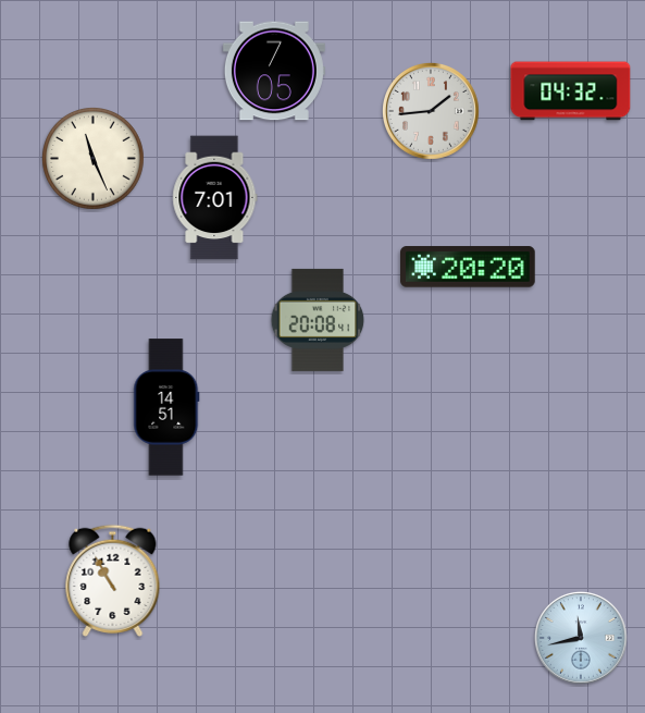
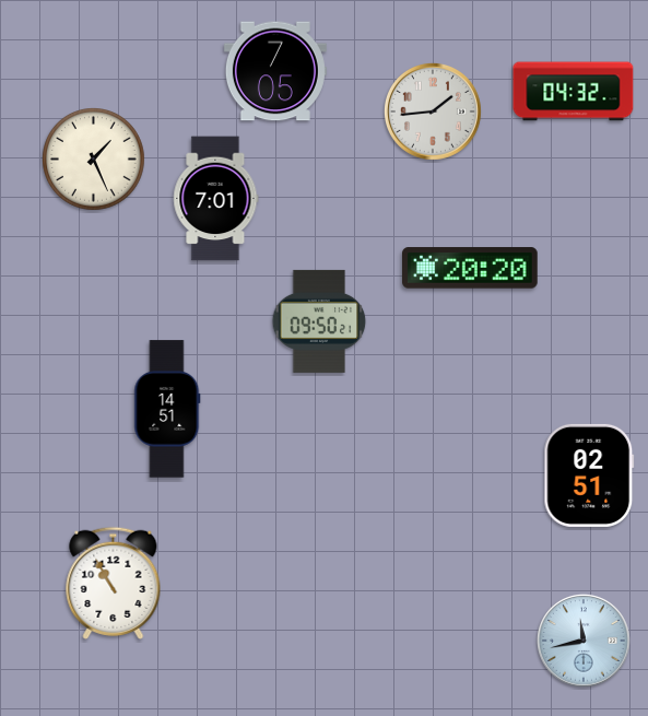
clock at (94, 159): 11:26 -> 1:26
clock at (318, 320): 20:08 -> 09:50
clock at (589, 476): none -> 02:51
